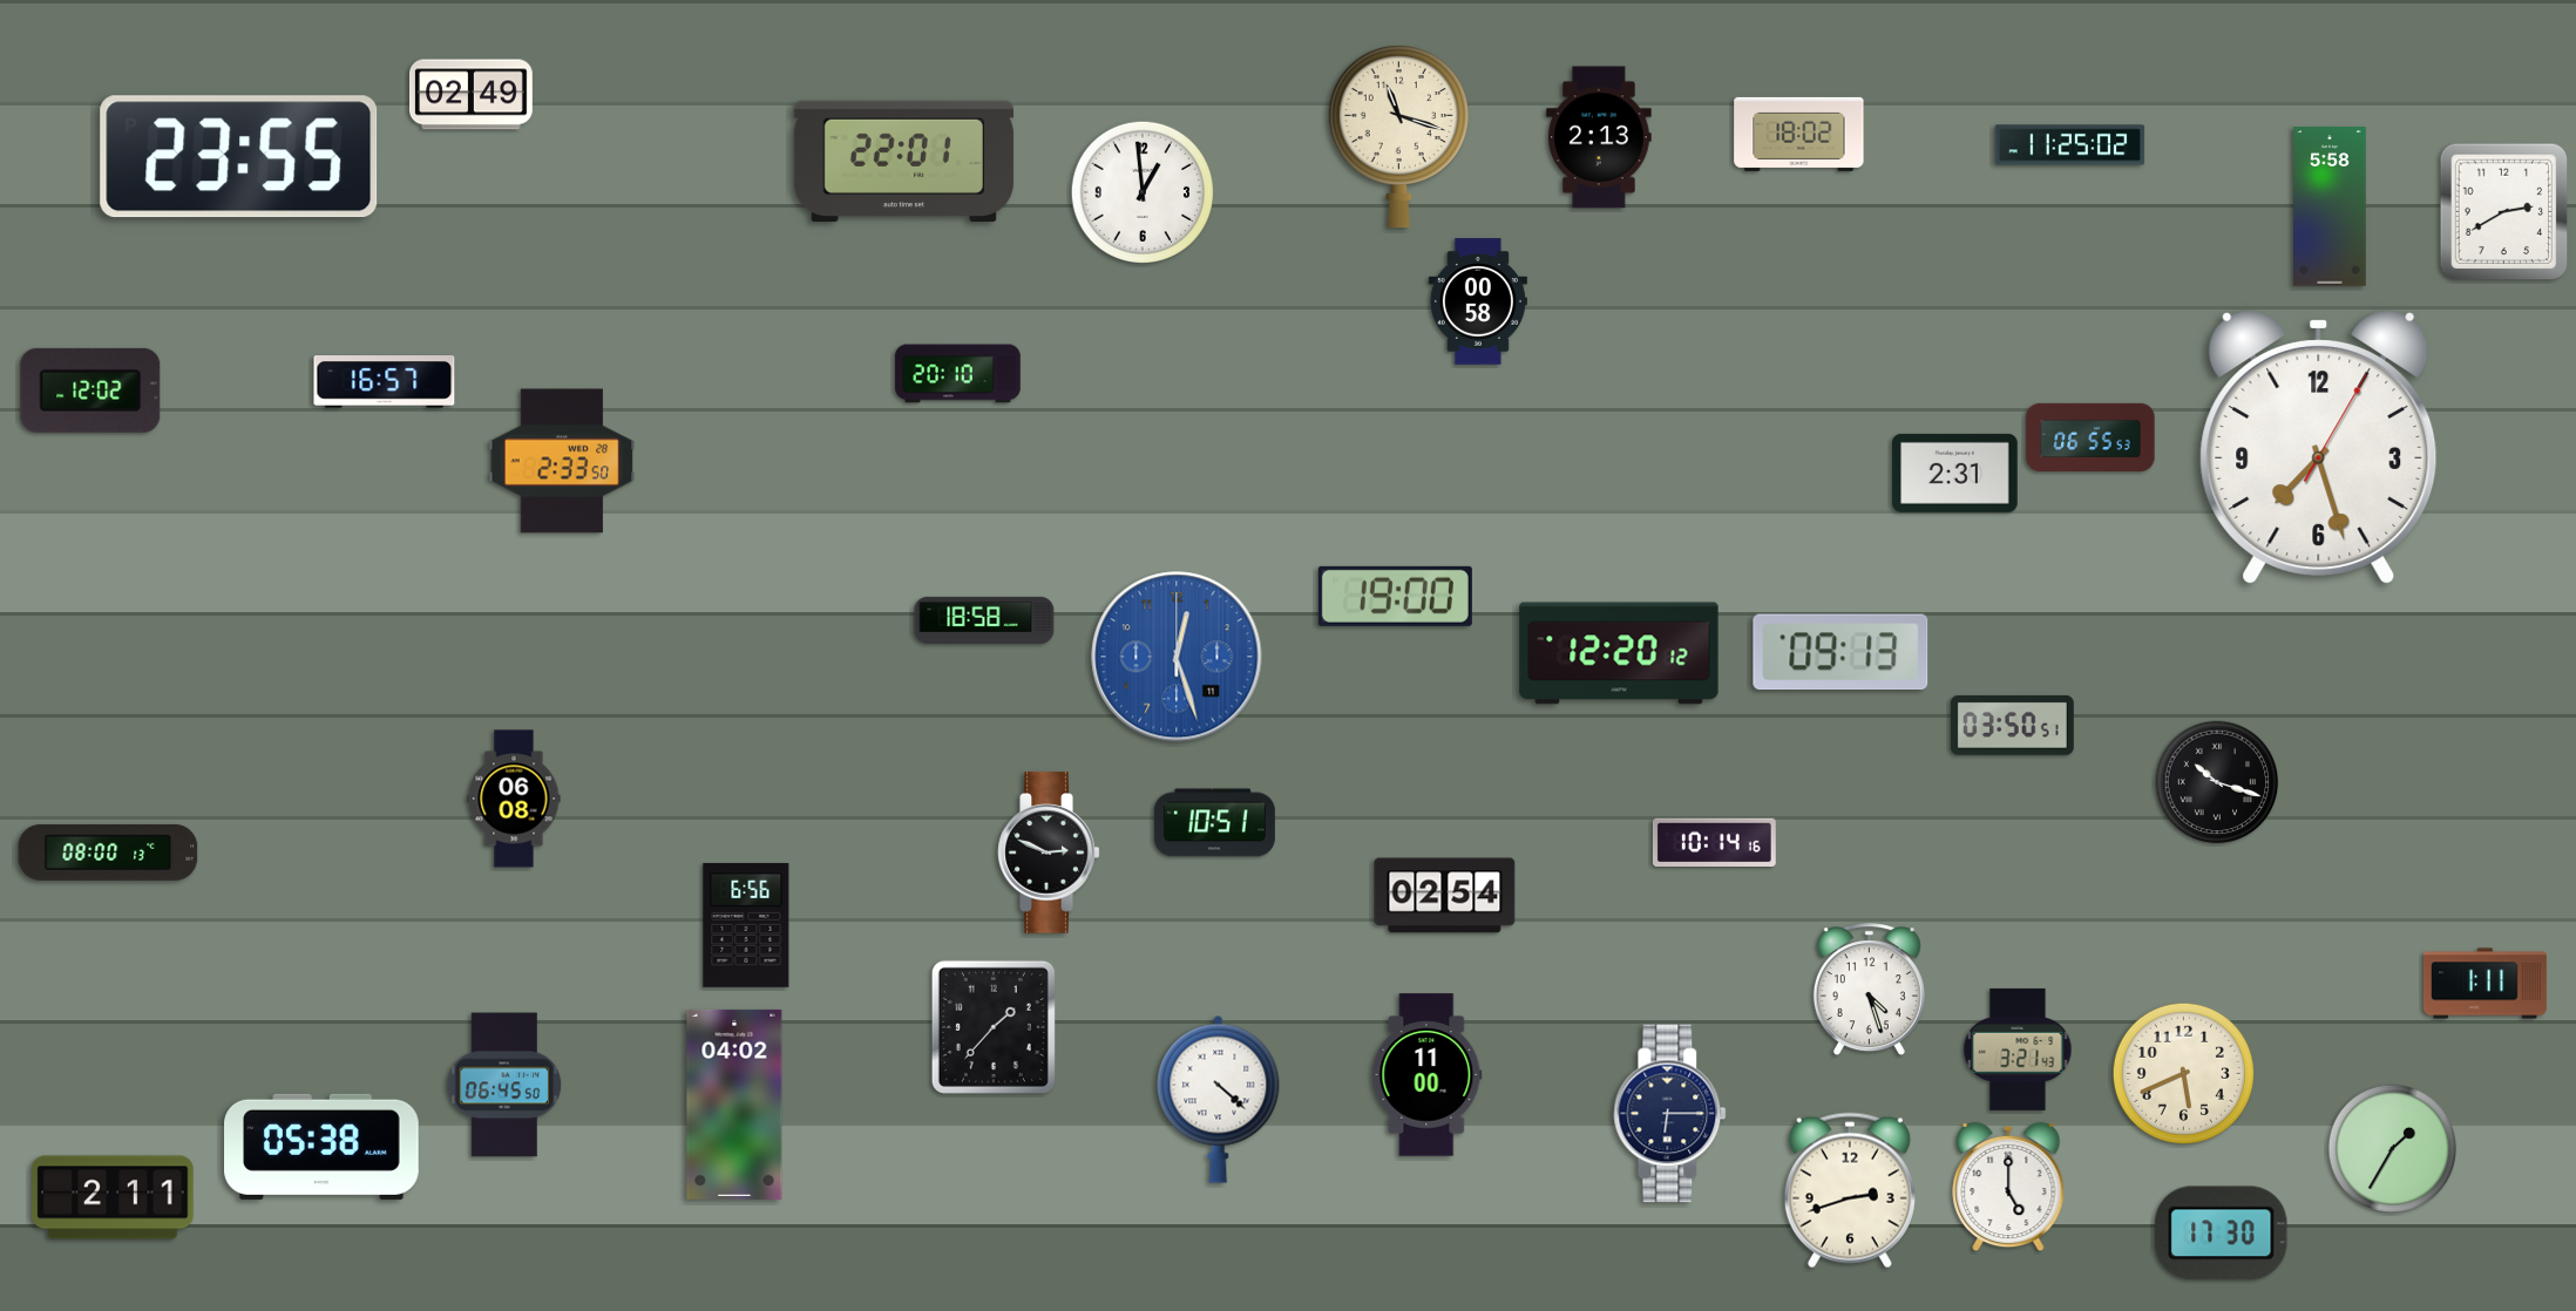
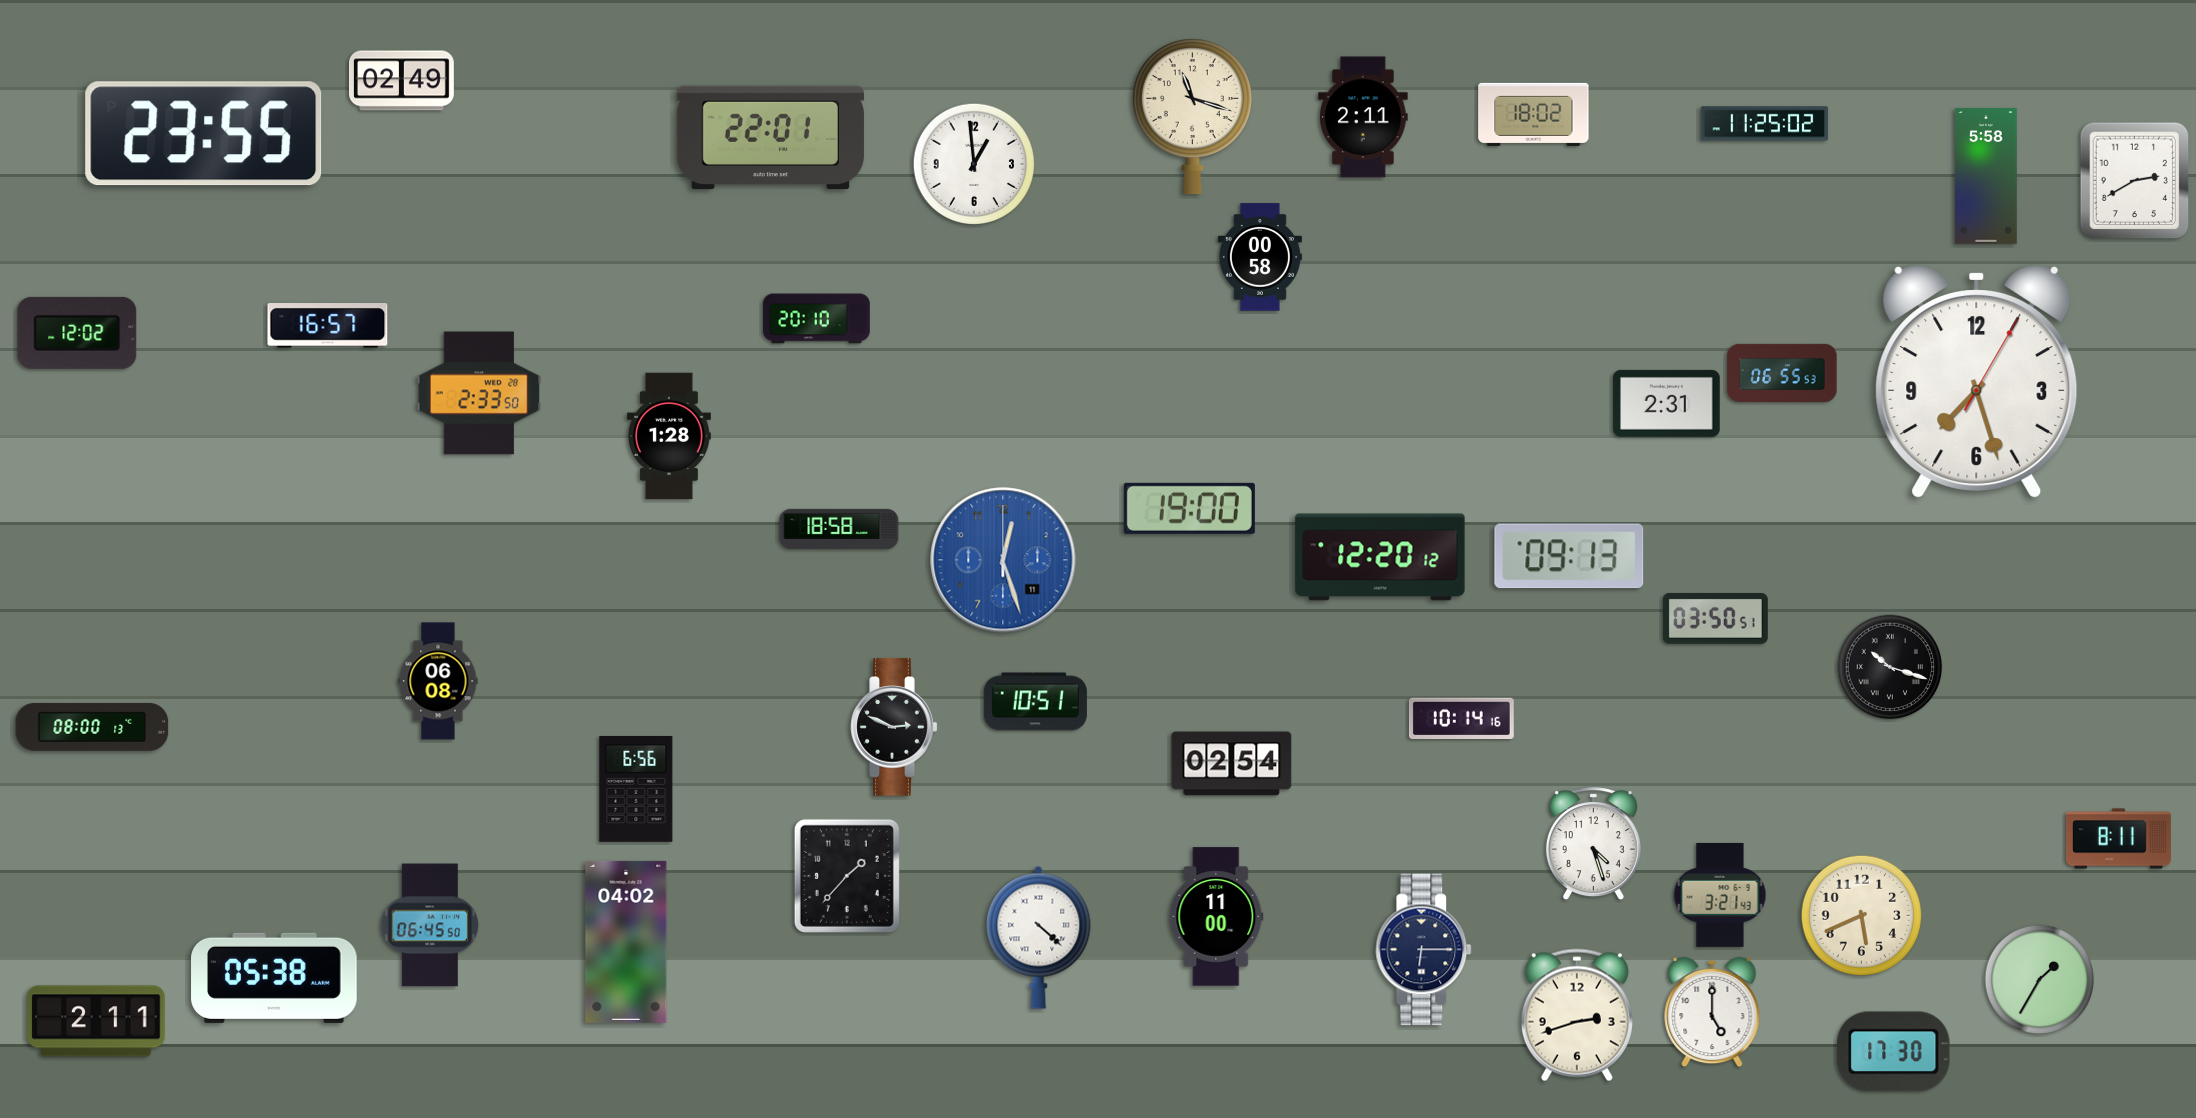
clock at (1599, 137): 2:13 -> 2:11
clock at (669, 436): none -> 1:28
clock at (2486, 984): 1:11 -> 8:11
